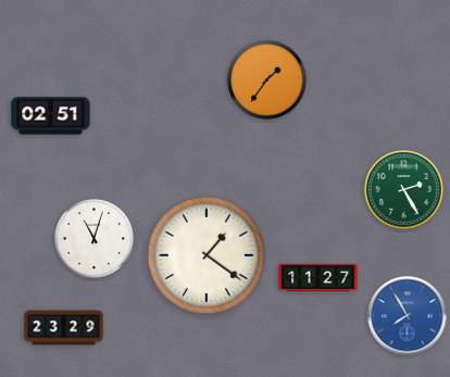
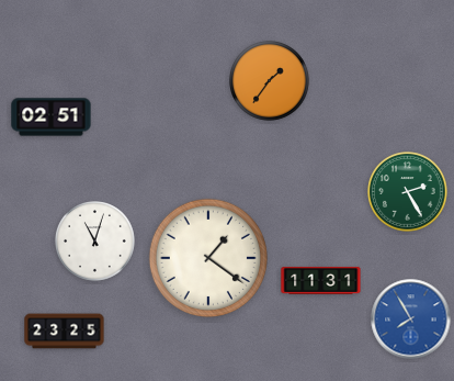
clock at (318, 277): 11:27 -> 11:31
clock at (64, 328): 23:29 -> 23:25
